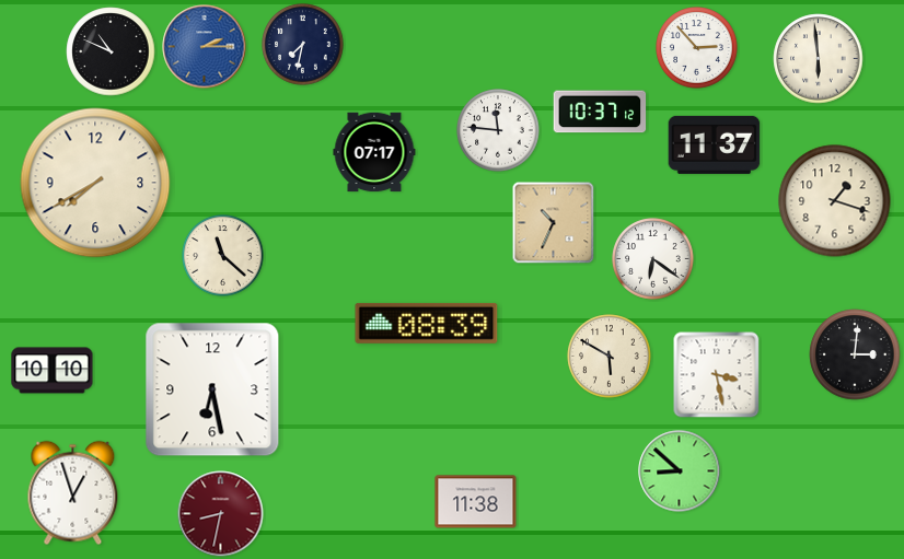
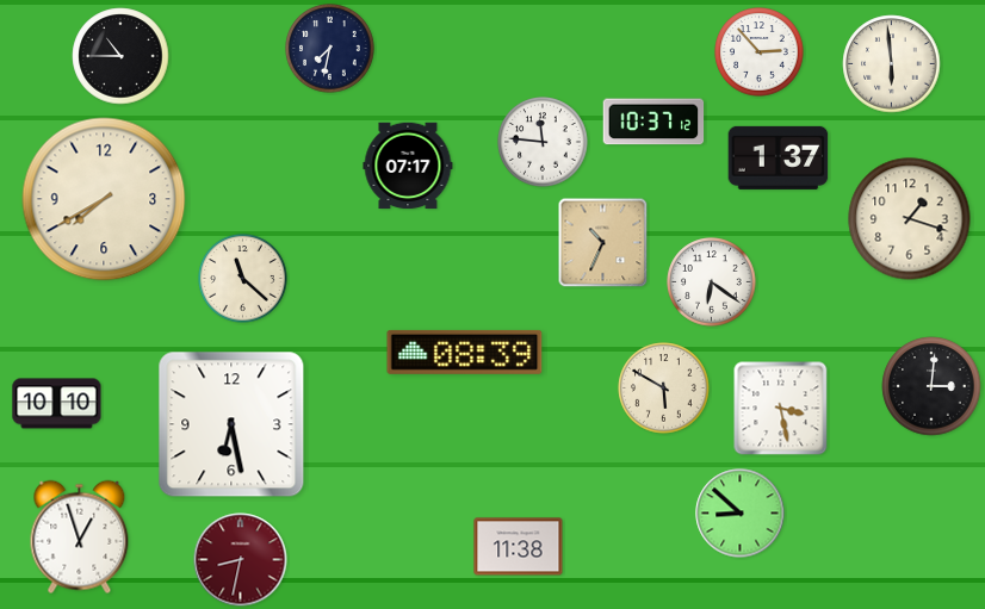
clock at (205, 47): 2:15 -> none
clock at (111, 51): 10:49 -> 10:45
clock at (715, 144): 11:37 -> 1:37
